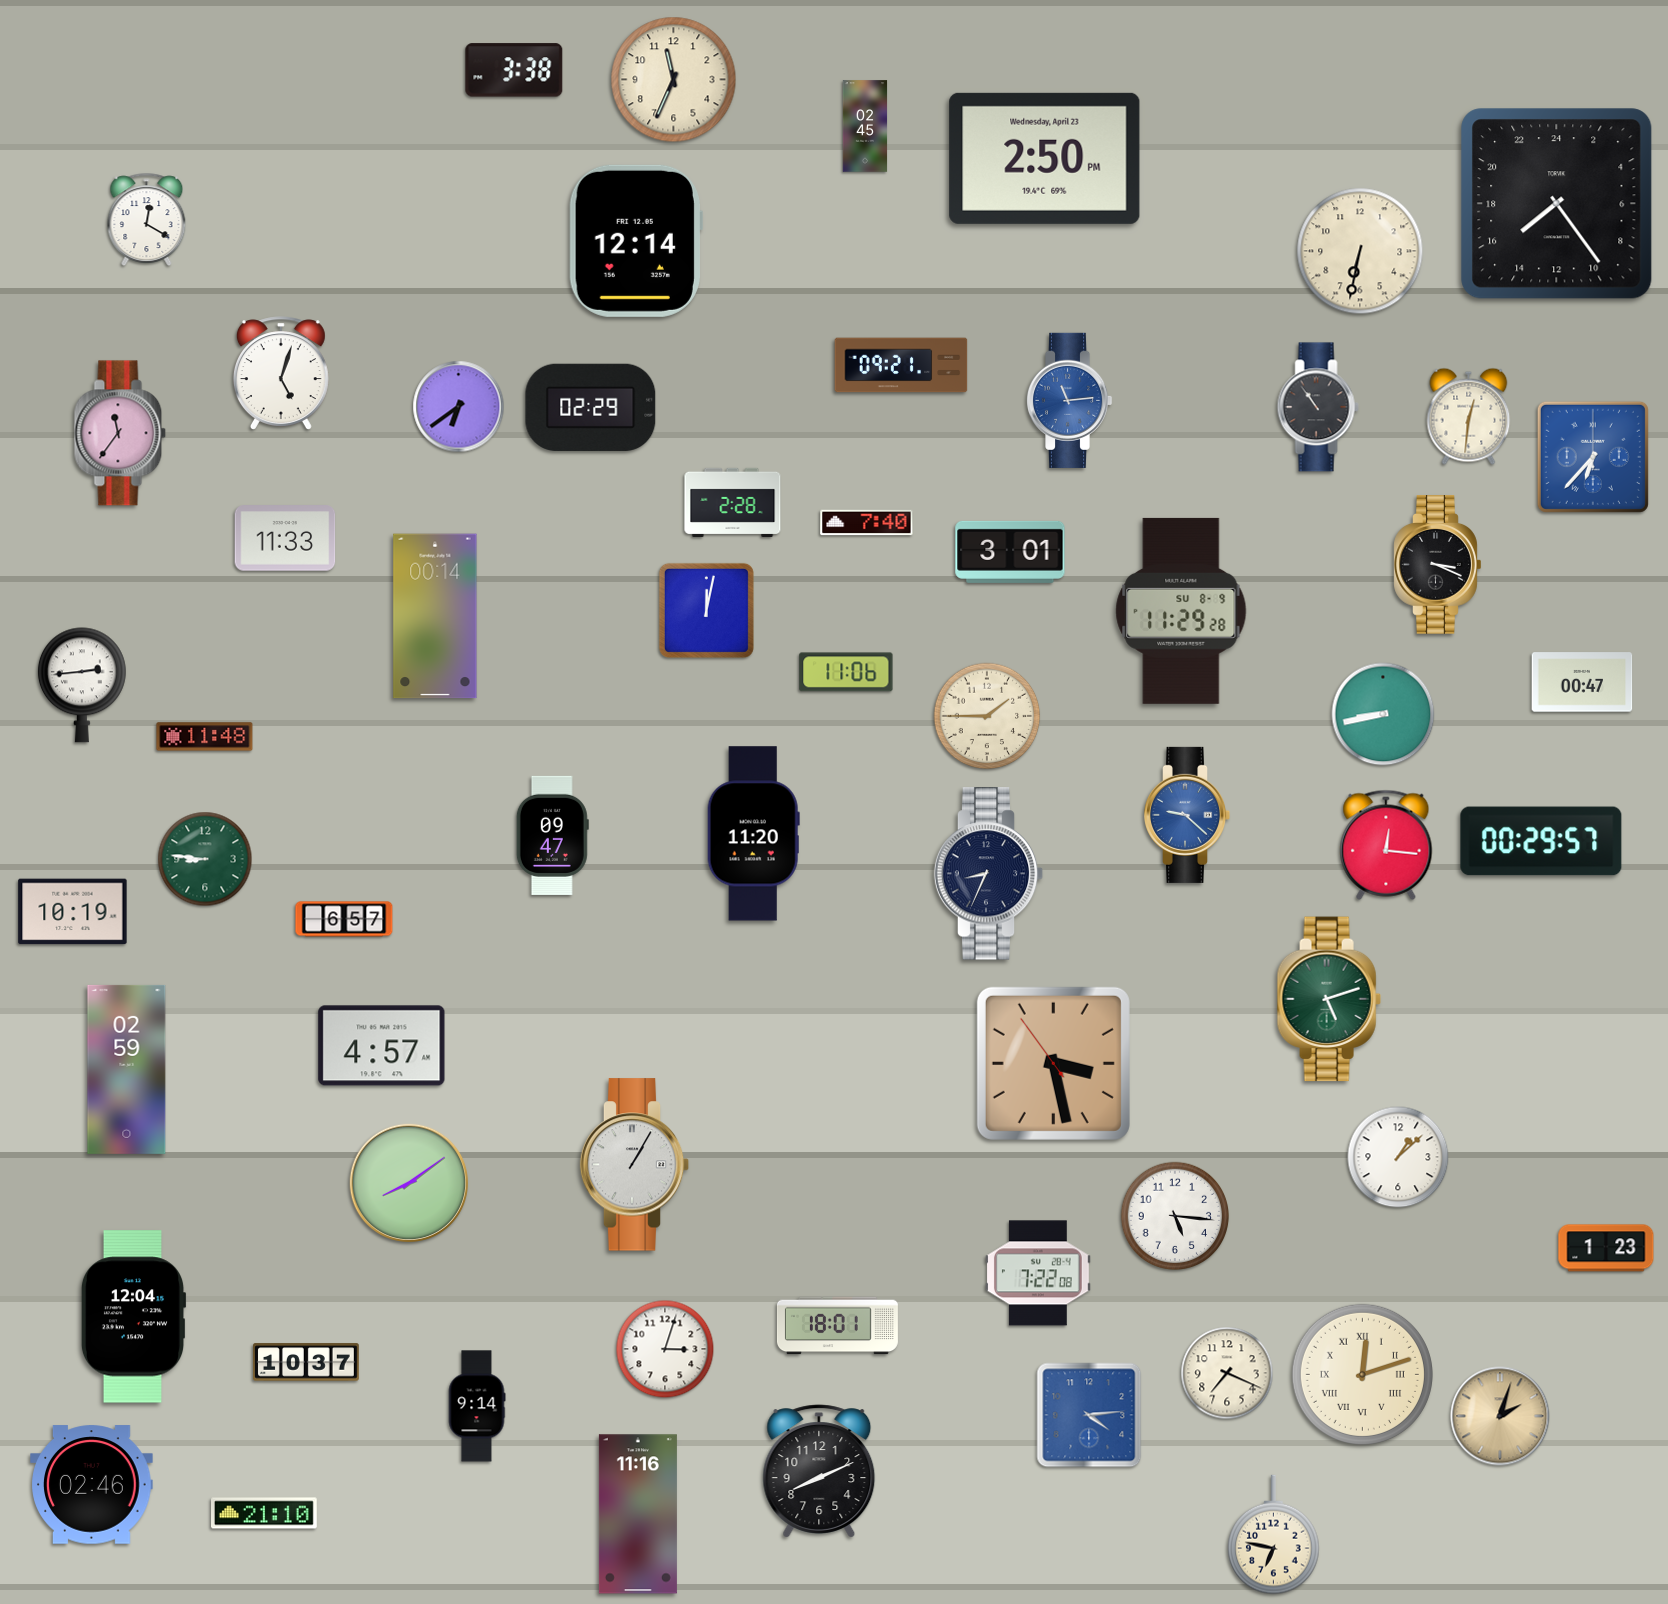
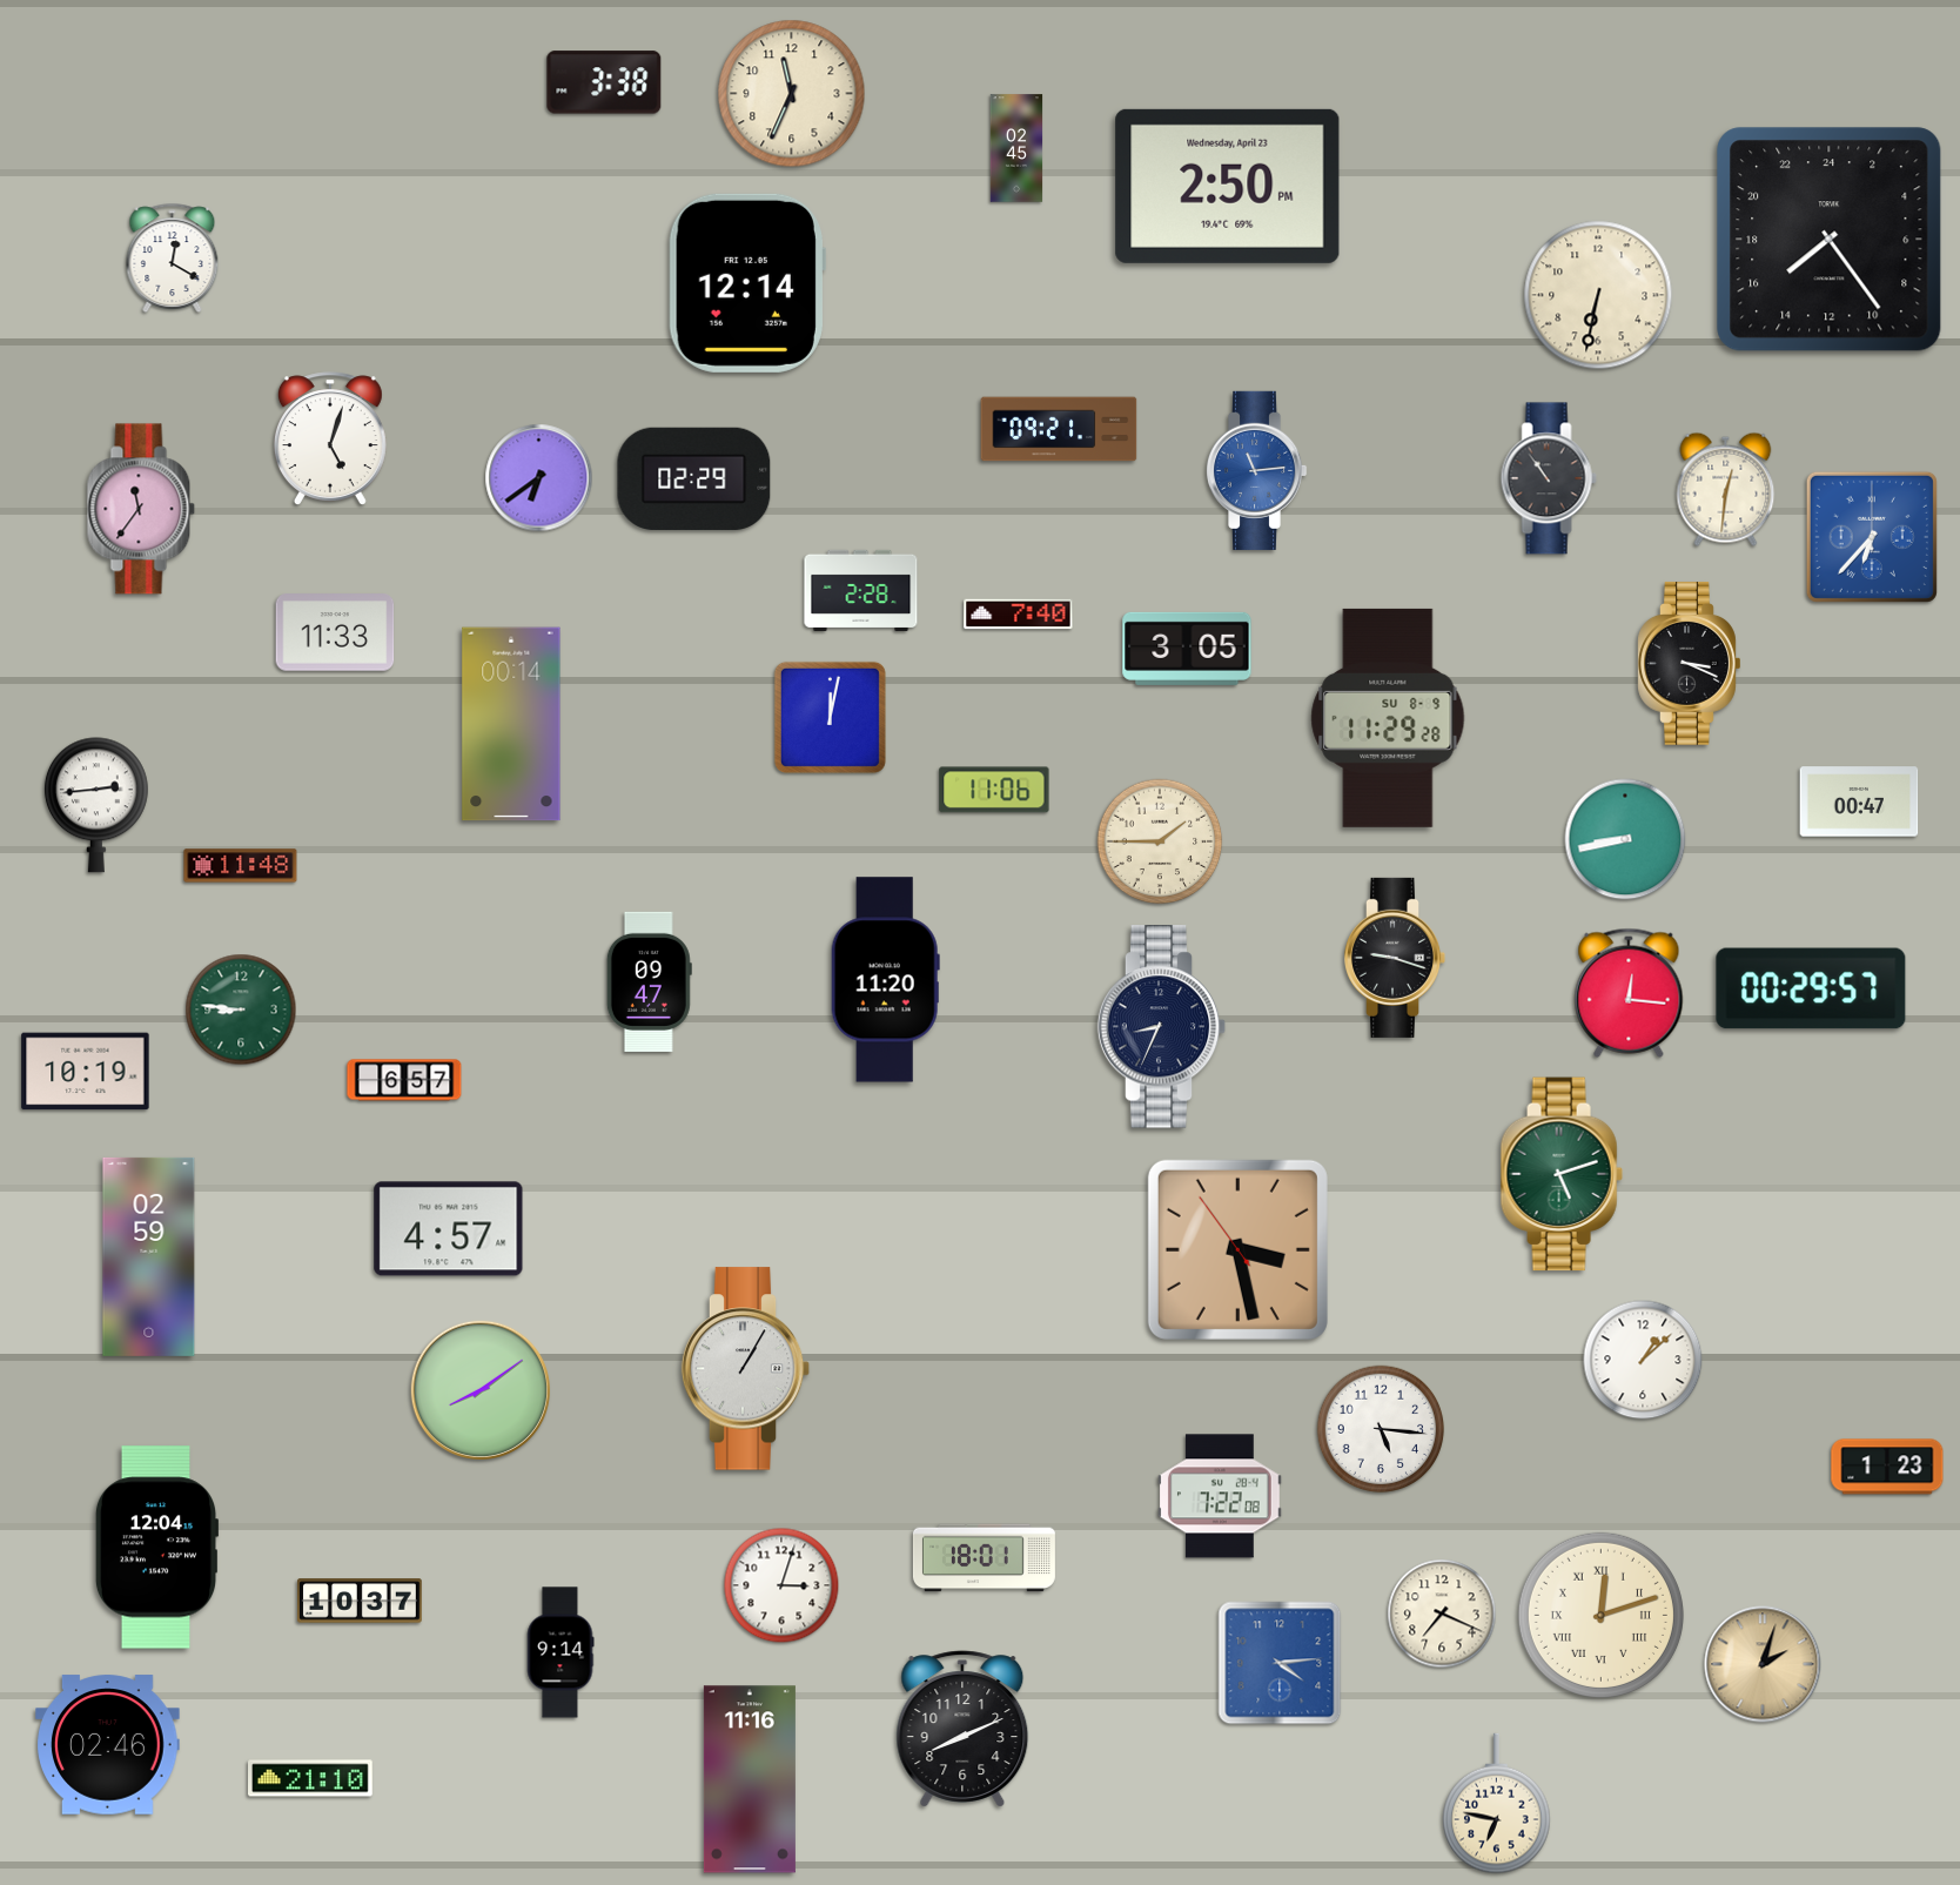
clock at (1010, 552): 3:01 -> 3:05
clock at (1188, 815): 9:22 -> 9:18
clock at (1188, 815) dial: blue -> black
